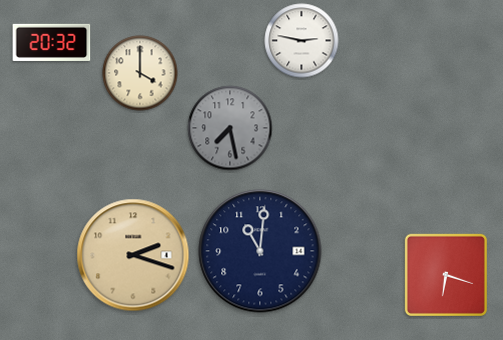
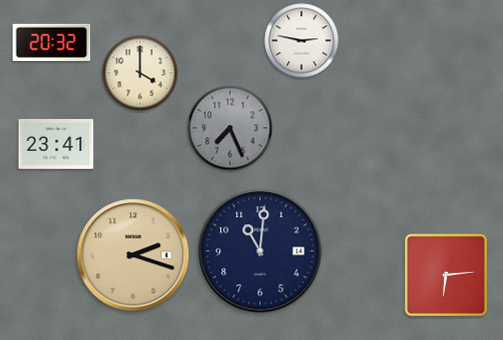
clock at (230, 128): 7:28 -> 7:26
clock at (56, 144): none -> 23:41
clock at (446, 275): 6:18 -> 6:14
